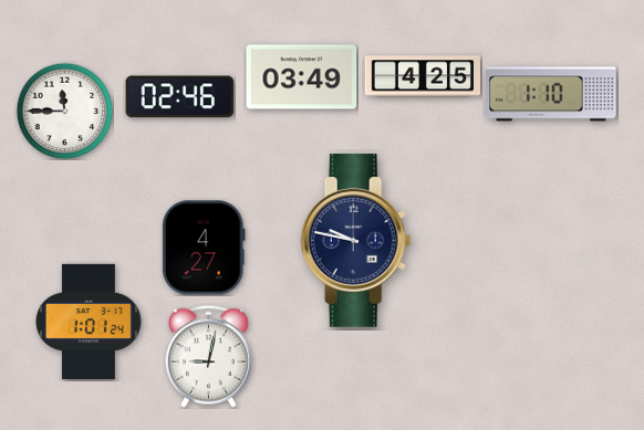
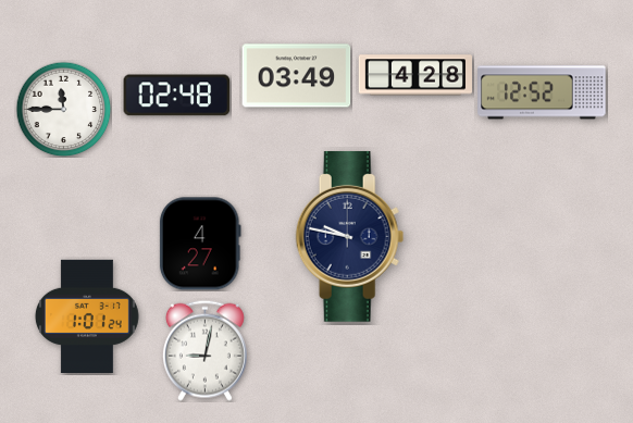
clock at (423, 76): 4:25 -> 4:28
clock at (551, 94): 1:10 -> 12:52
clock at (180, 97): 02:46 -> 02:48
